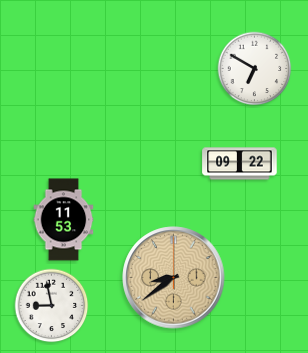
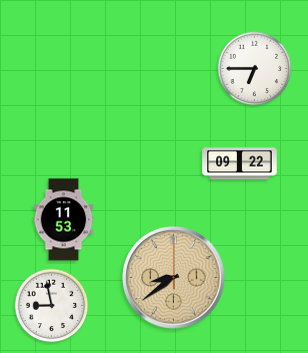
clock at (255, 69): 6:50 -> 6:45
